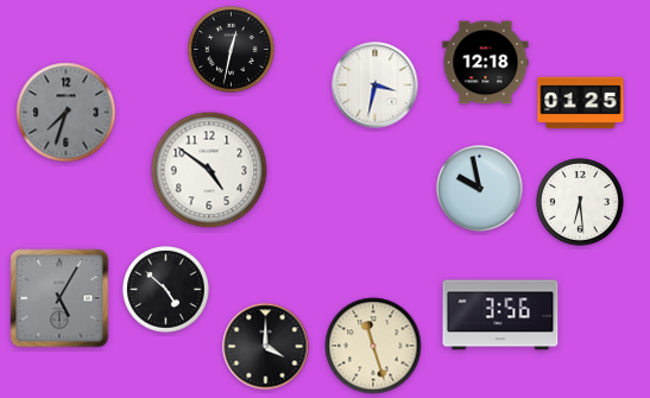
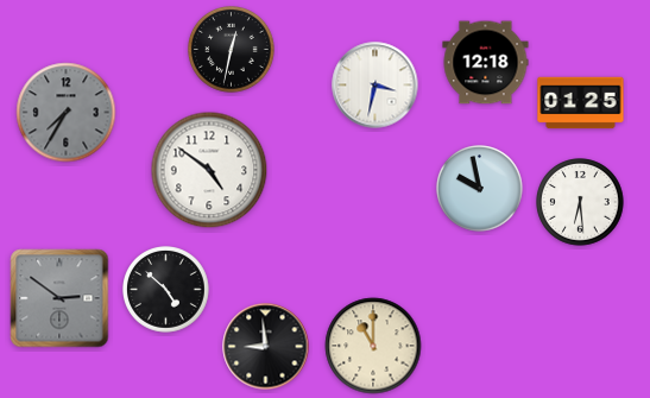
clock at (67, 113): 7:33 -> 7:35
clock at (59, 298): 5:05 -> 2:51
clock at (500, 315): 3:56 -> none
clock at (373, 346): 11:27 -> 11:00
clock at (266, 347): 4:00 -> 8:59
